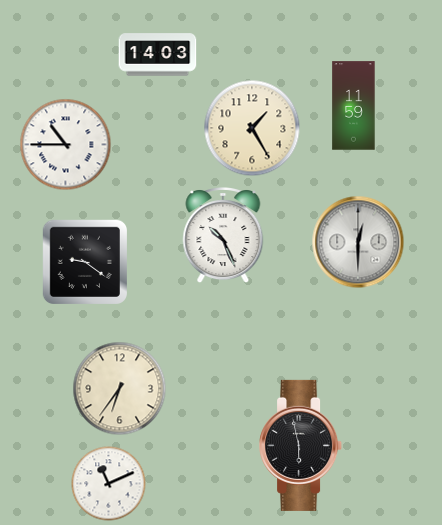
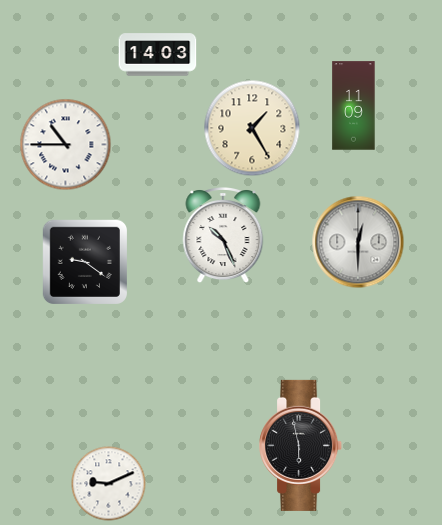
clock at (354, 106): 11:59 -> 11:09
clock at (120, 389): 6:36 -> none
clock at (109, 484): 11:11 -> 9:11
